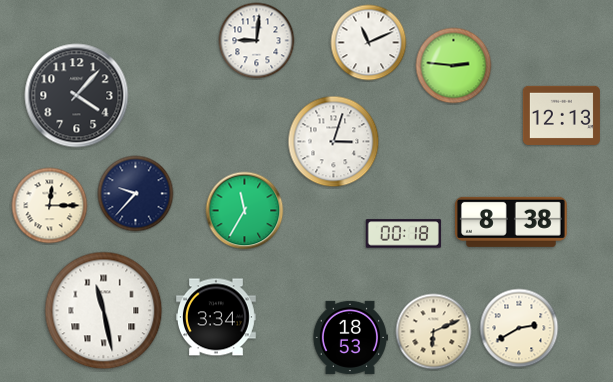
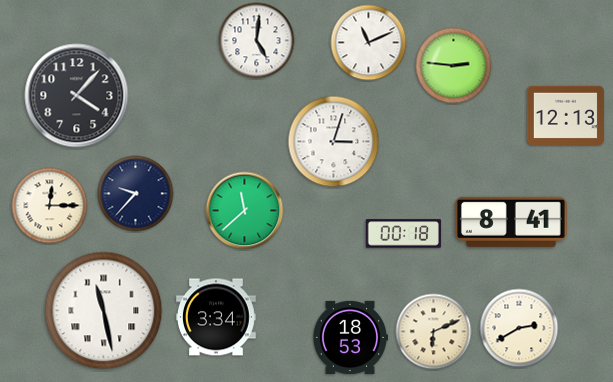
clock at (257, 41): 9:01 -> 5:01
clock at (561, 115) position: (561, 115) -> (565, 115)
clock at (245, 211): 11:35 -> 11:38
clock at (511, 222): 8:38 -> 8:41
